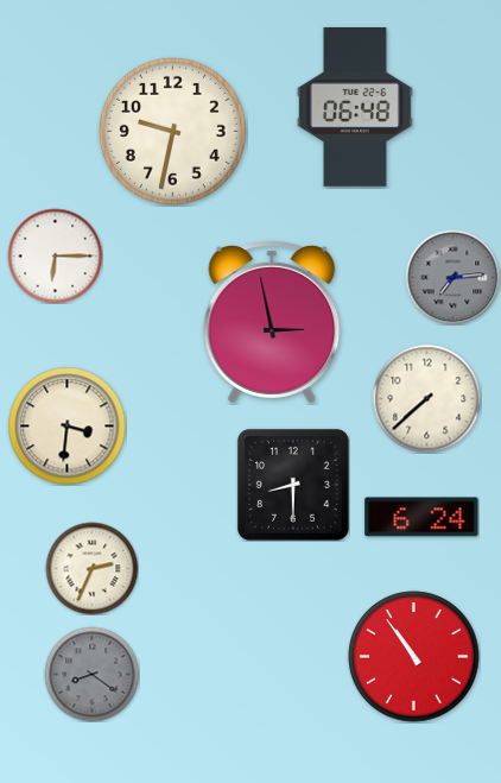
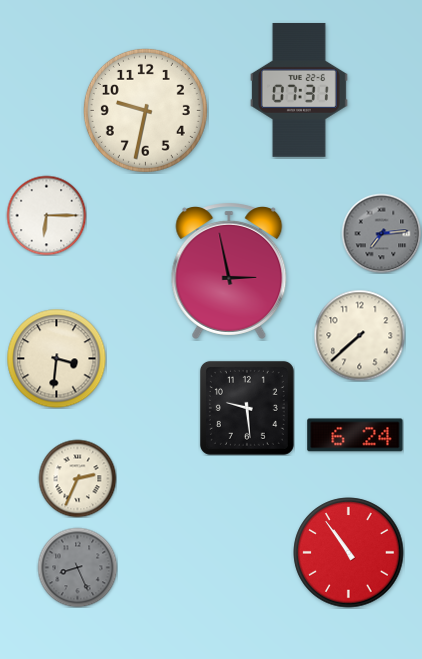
clock at (355, 107): 06:48 -> 07:31
clock at (293, 485): 8:30 -> 9:29
clock at (91, 674): 8:21 -> 8:26
